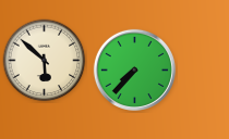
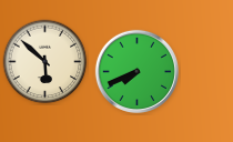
clock at (134, 69): 7:37 -> 7:41
